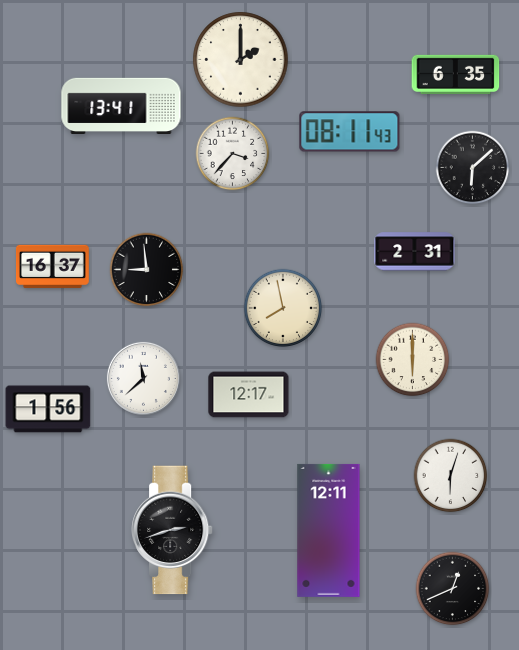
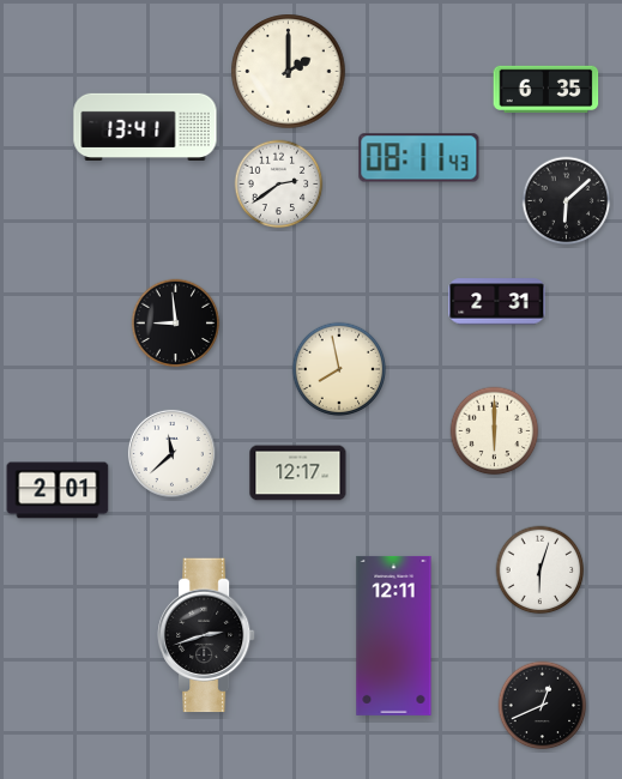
clock at (233, 154): 3:37 -> 2:39
clock at (53, 266): 16:37 -> none
clock at (48, 409): 1:56 -> 2:01
